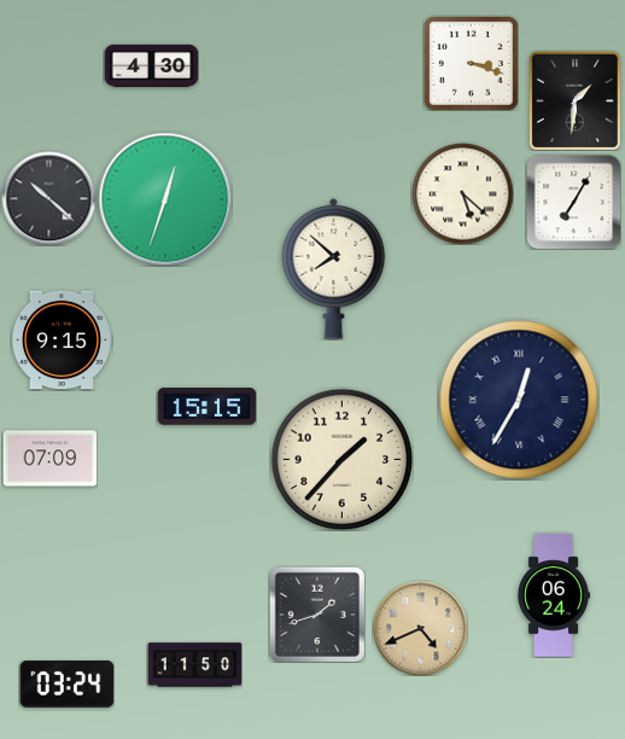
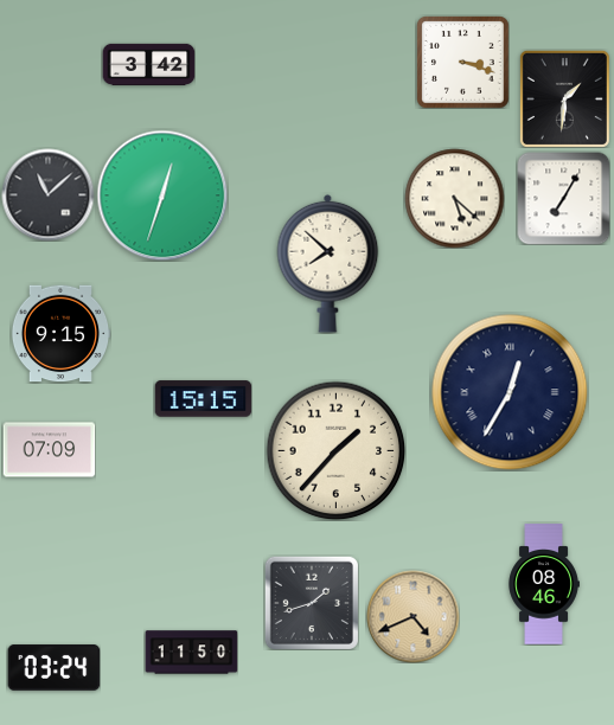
clock at (151, 65): 4:30 -> 3:42
clock at (462, 193) position: (462, 193) -> (454, 198)
clock at (48, 198): 10:22 -> 11:08
clock at (554, 595): 06:24 -> 08:46
clock at (66, 685) position: (66, 685) -> (53, 668)
